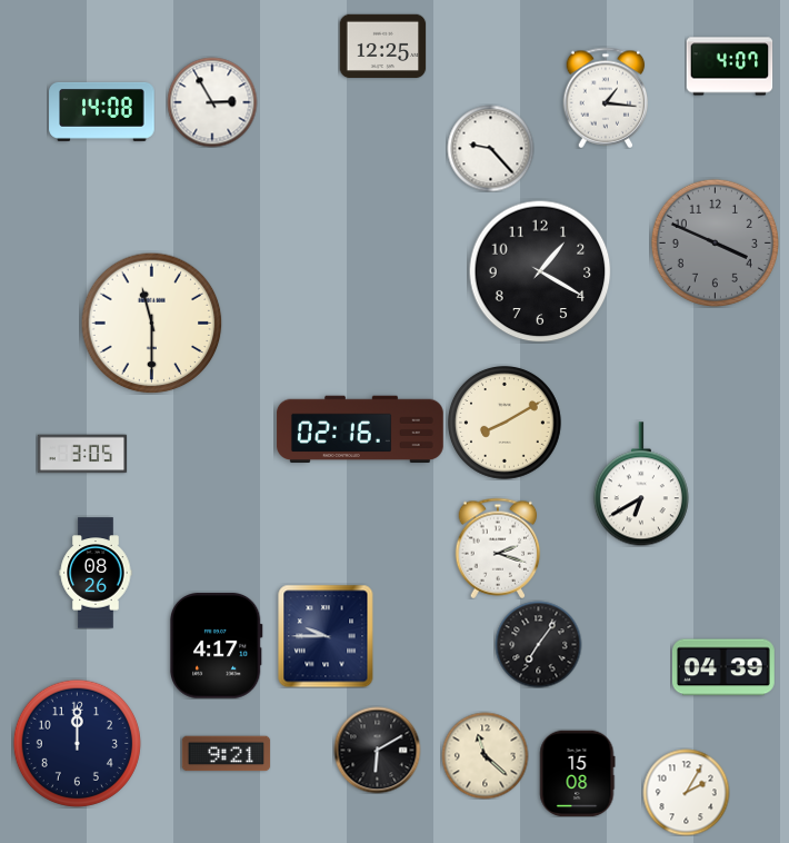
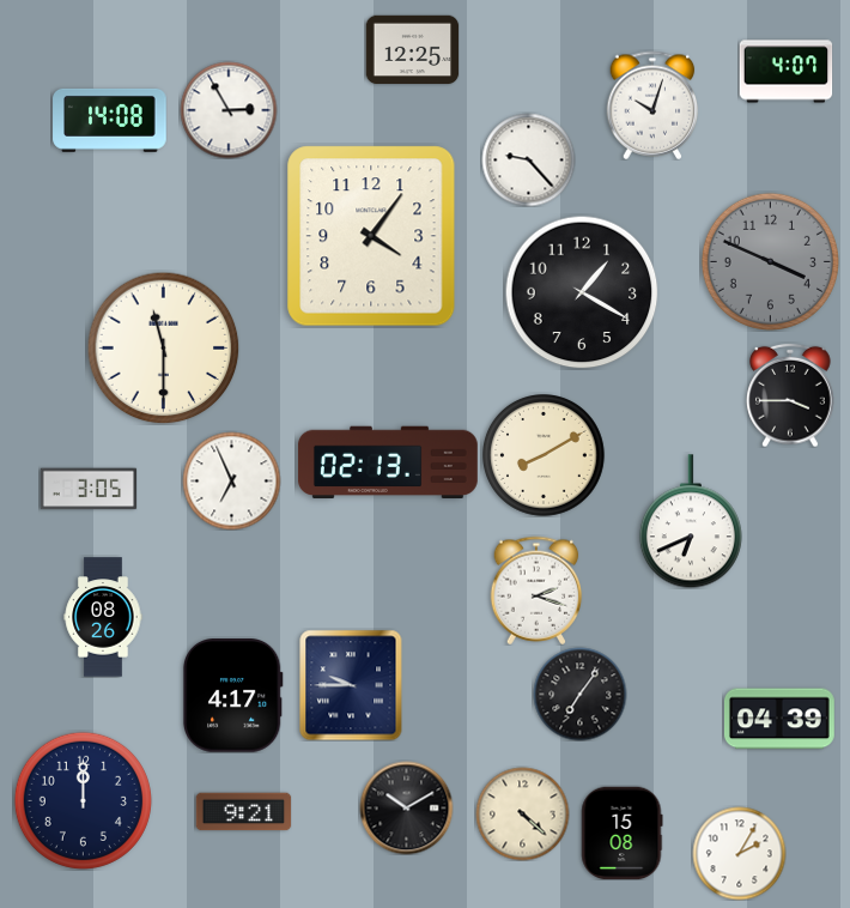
clock at (606, 98): 1:16 -> 10:03
clock at (371, 236): none -> 4:06
clock at (790, 395): none -> 3:45
clock at (360, 429): 02:16 -> 02:13
clock at (231, 480): none -> 6:56
clock at (641, 484): 6:40 -> 6:41
clock at (377, 750): 6:10 -> 10:10
clock at (485, 755): 11:22 -> 4:22
